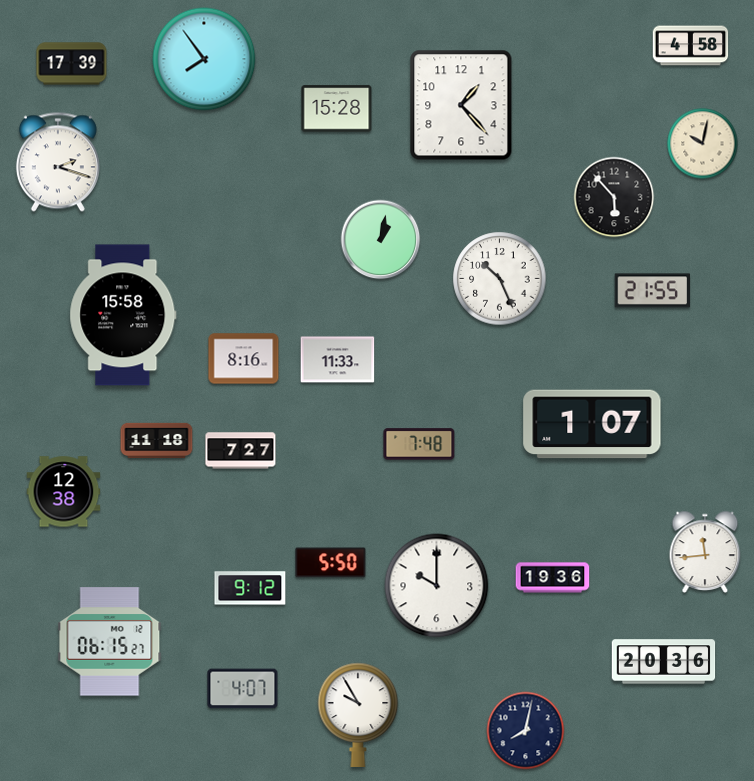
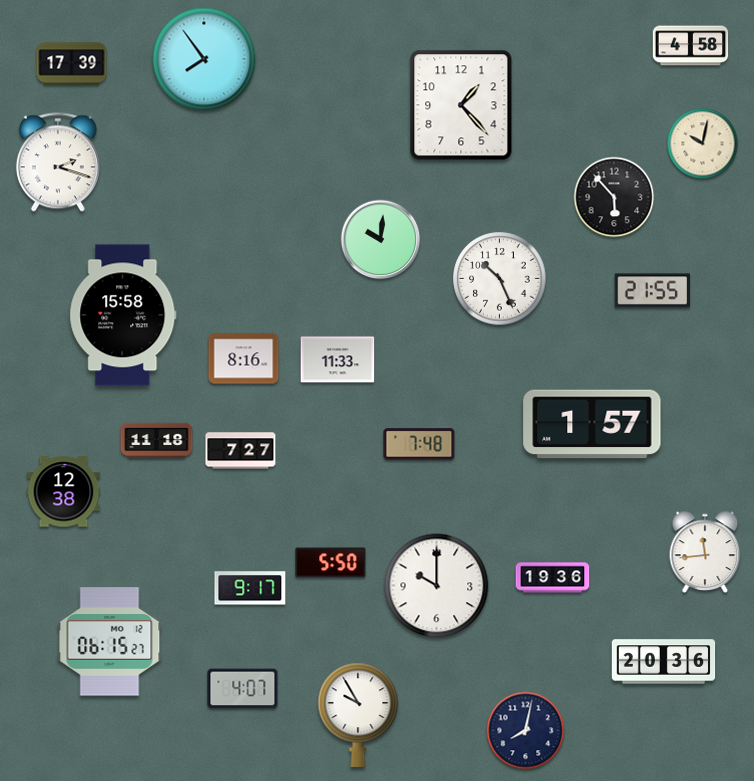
clock at (337, 109): 15:28 -> none
clock at (381, 240): 1:02 -> 10:01
clock at (592, 424): 1:07 -> 1:57
clock at (250, 588): 9:12 -> 9:17
